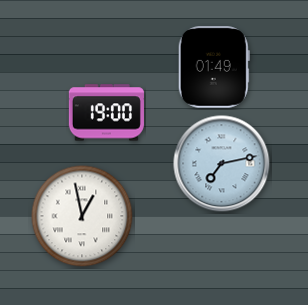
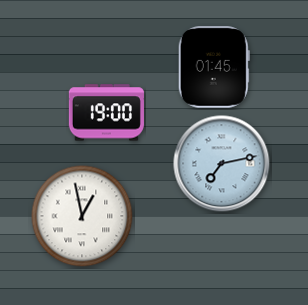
clock at (214, 67): 01:49 -> 01:45
